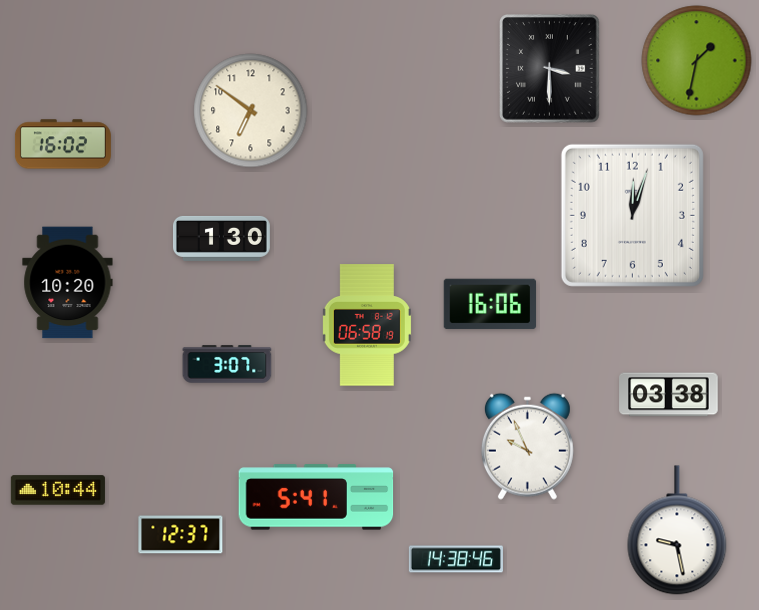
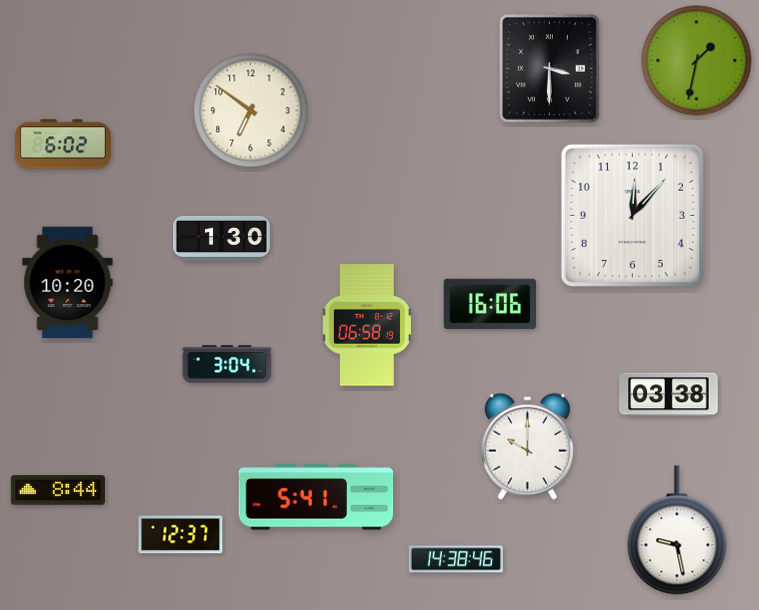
clock at (63, 144): 16:02 -> 6:02
clock at (632, 215): 12:03 -> 12:07
clock at (227, 364): 3:07 -> 3:04
clock at (527, 446): 9:56 -> 10:00
clock at (58, 490): 10:44 -> 8:44
